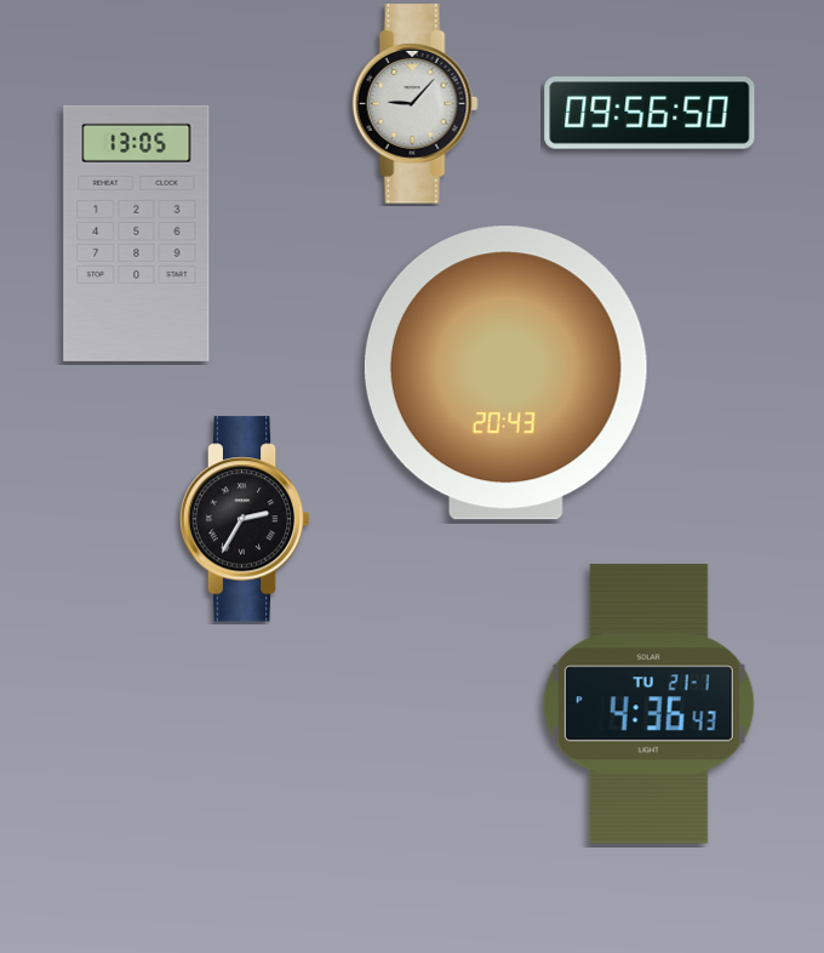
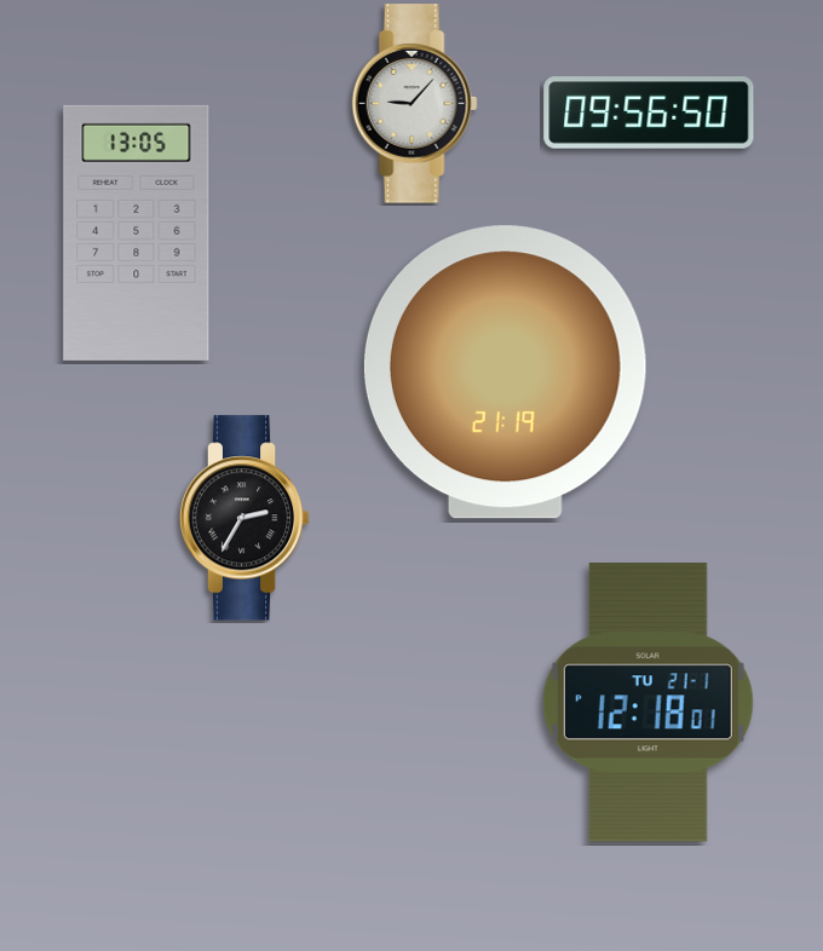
clock at (505, 373): 20:43 -> 21:19
clock at (648, 704): 4:36 -> 12:18
